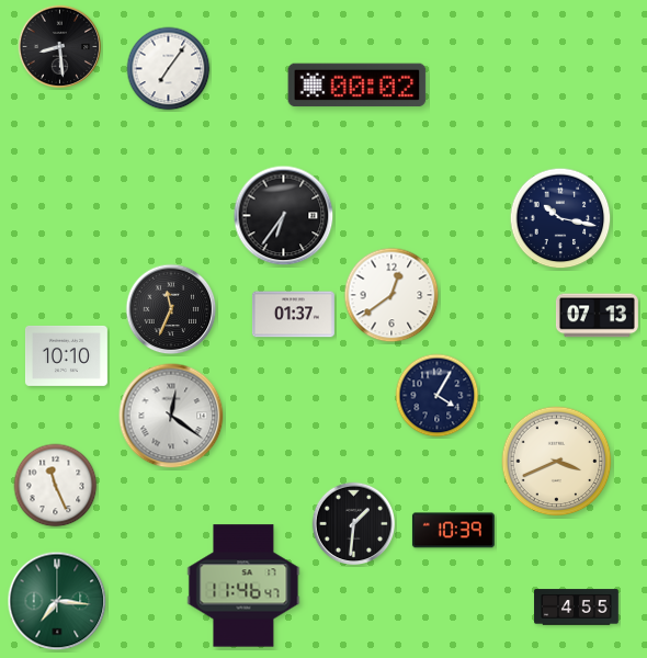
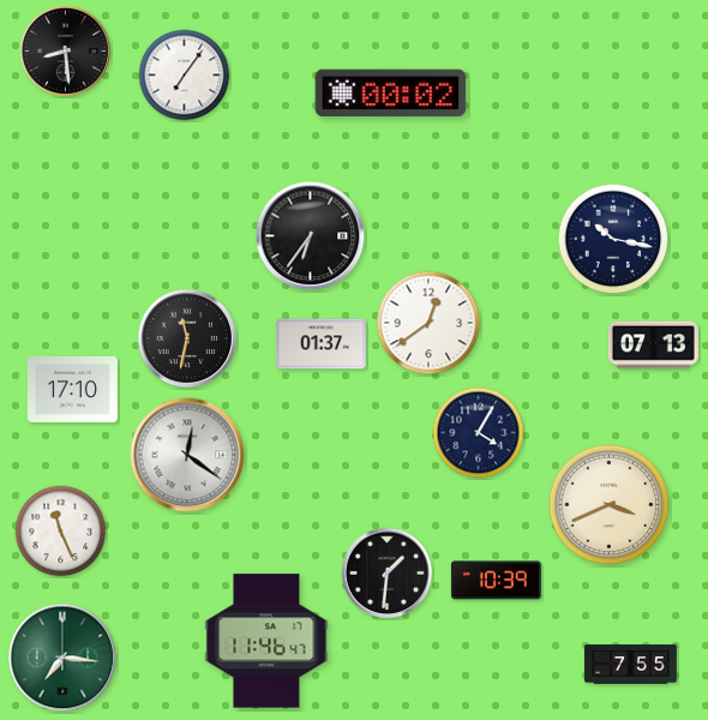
clock at (171, 309): 11:34 -> 11:32
clock at (66, 355): 10:10 -> 17:10
clock at (577, 608): 4:55 -> 7:55
